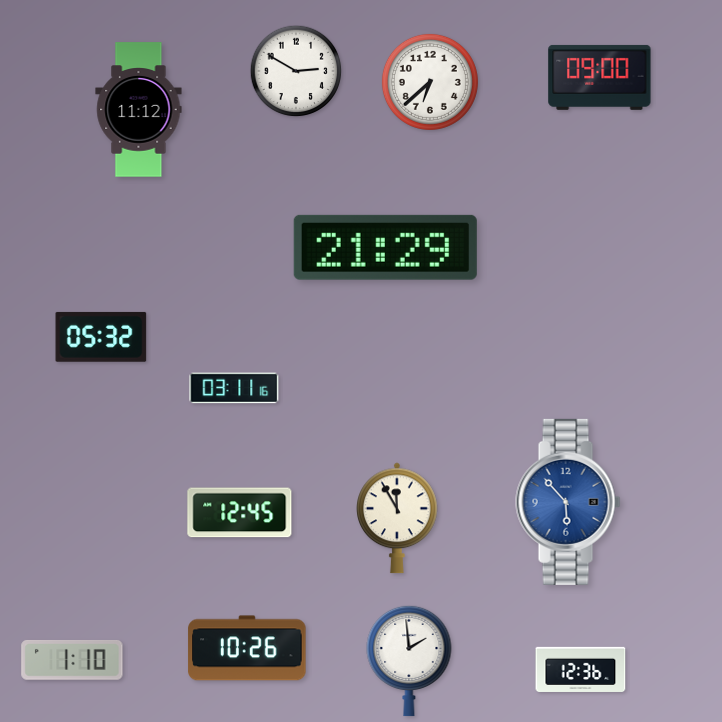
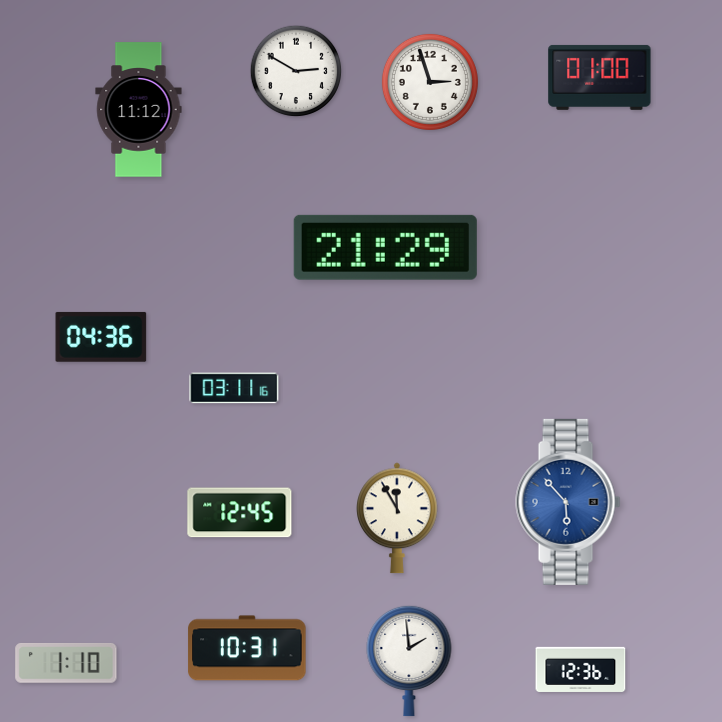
clock at (600, 77): 09:00 -> 01:00
clock at (430, 82): 6:38 -> 2:57
clock at (101, 337): 05:32 -> 04:36
clock at (247, 648): 10:26 -> 10:31
clock at (72, 660) position: (72, 660) -> (66, 663)
